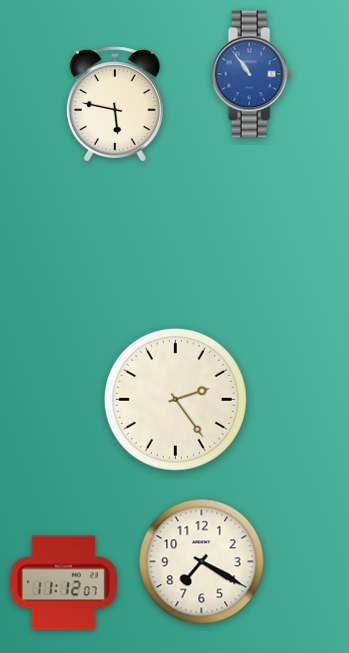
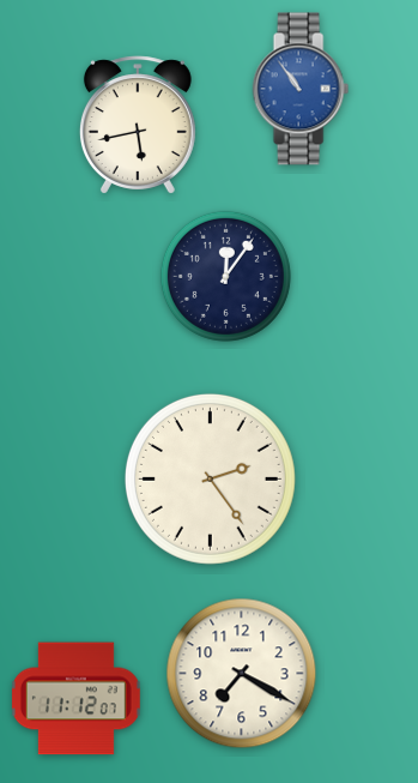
clock at (115, 104): 5:47 -> 5:43
clock at (225, 276): none -> 12:06
